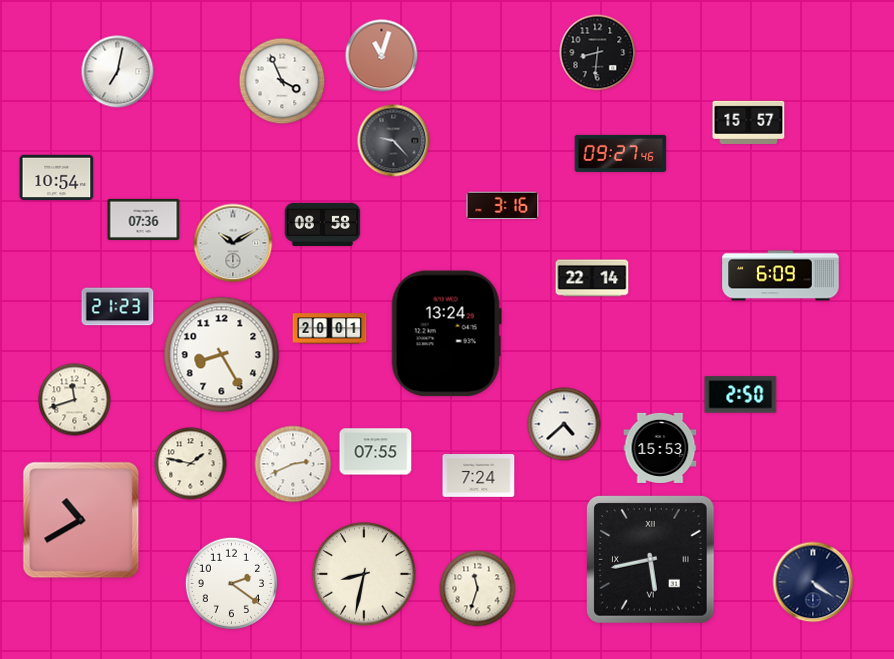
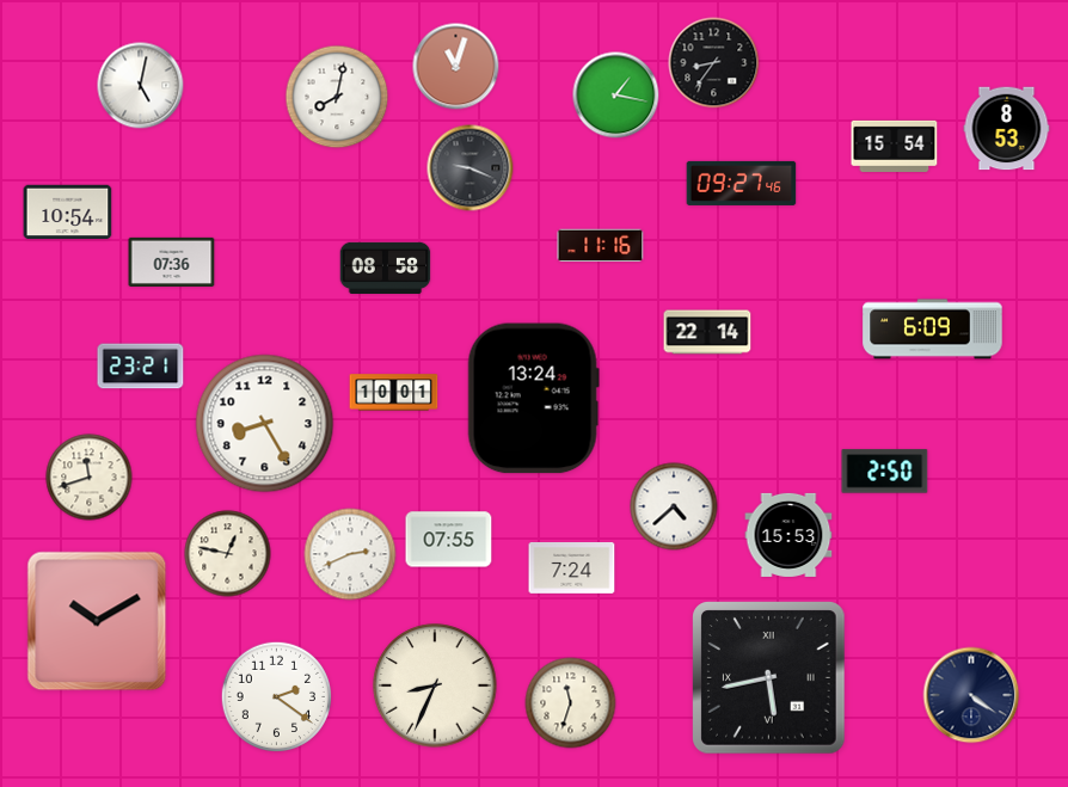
clock at (598, 53): 8:31 -> 8:36
clock at (118, 72): 7:02 -> 5:02
clock at (616, 96): none -> 1:17
clock at (282, 81): 3:56 -> 8:02
clock at (1007, 129): none -> 8:53
clock at (749, 122): 15:57 -> 15:54
clock at (394, 141): 9:23 -> 9:19
clock at (503, 206): 3:16 -> 11:16
clock at (233, 243): 10:10 -> none
clock at (118, 307): 21:23 -> 23:21
clock at (330, 329): 20:01 -> 10:01
clock at (191, 464): 1:47 -> 12:47
clock at (81, 520): 10:40 -> 10:10
clock at (651, 560) position: (651, 560) -> (769, 678)
clock at (364, 574): 8:32 -> 8:34
